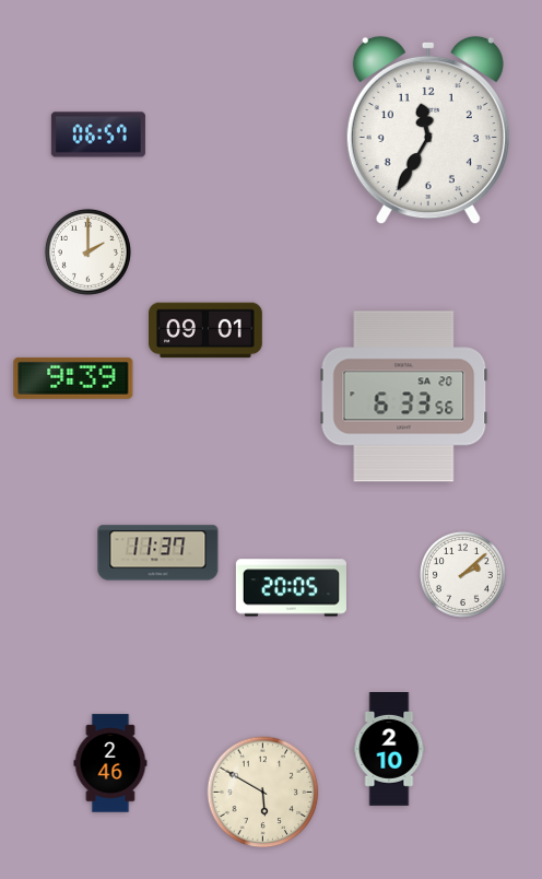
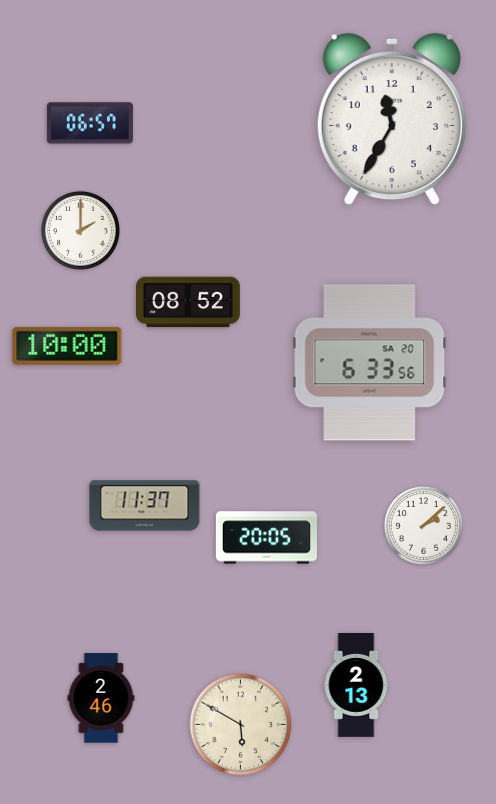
clock at (207, 330): 09:01 -> 08:52
clock at (73, 378): 9:39 -> 10:00
clock at (389, 750): 2:10 -> 2:13
